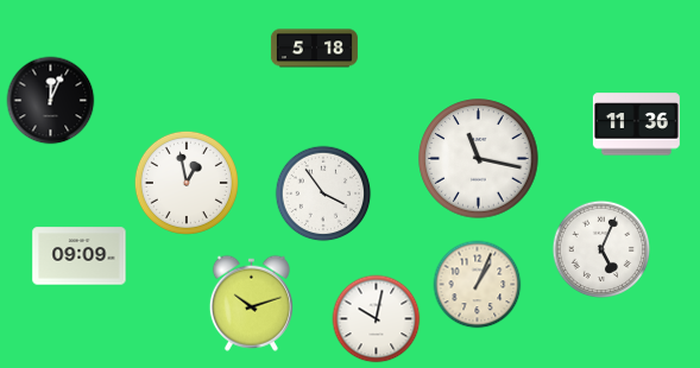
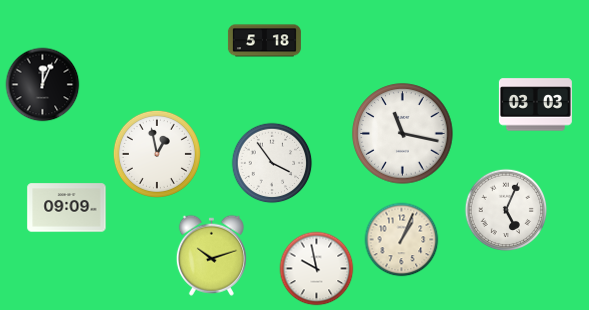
clock at (636, 125): 11:36 -> 03:03
clock at (80, 256) position: (80, 256) -> (67, 208)
clock at (377, 319): 10:02 -> 9:58
